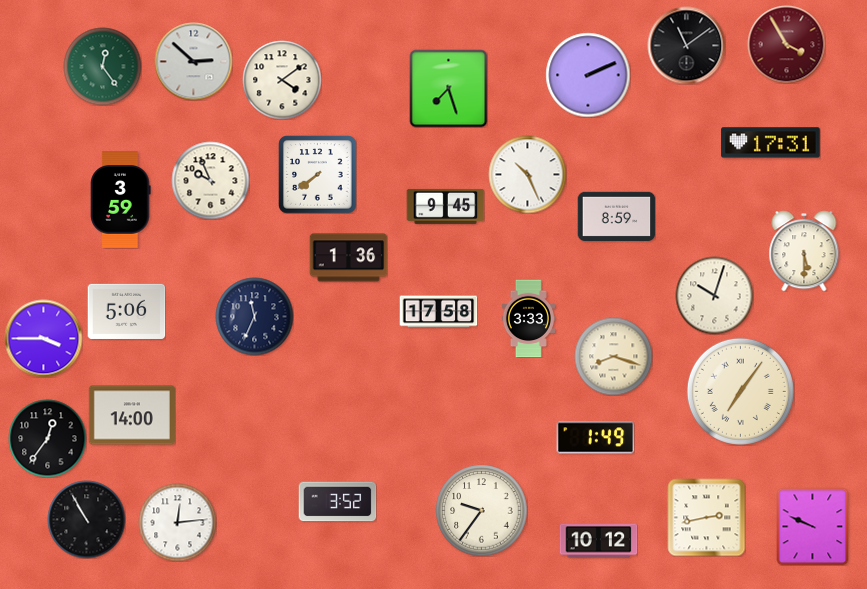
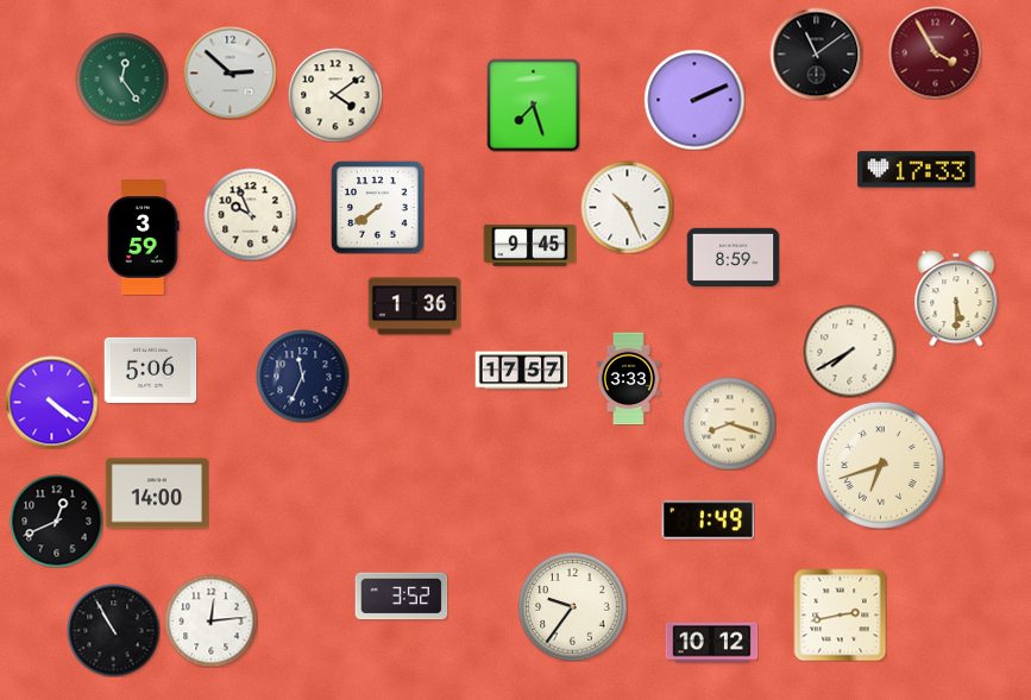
clock at (588, 75) position: (588, 75) -> (694, 100)
clock at (771, 143): 17:31 -> 17:33
clock at (714, 295): 10:03 -> 7:40
clock at (438, 312): 17:58 -> 17:57
clock at (43, 338): 3:45 -> 4:21
clock at (740, 391): 7:06 -> 6:42
clock at (47, 438): 12:36 -> 12:41
clock at (86, 519) position: (86, 519) -> (113, 630)
clock at (813, 526): 9:49 -> none
